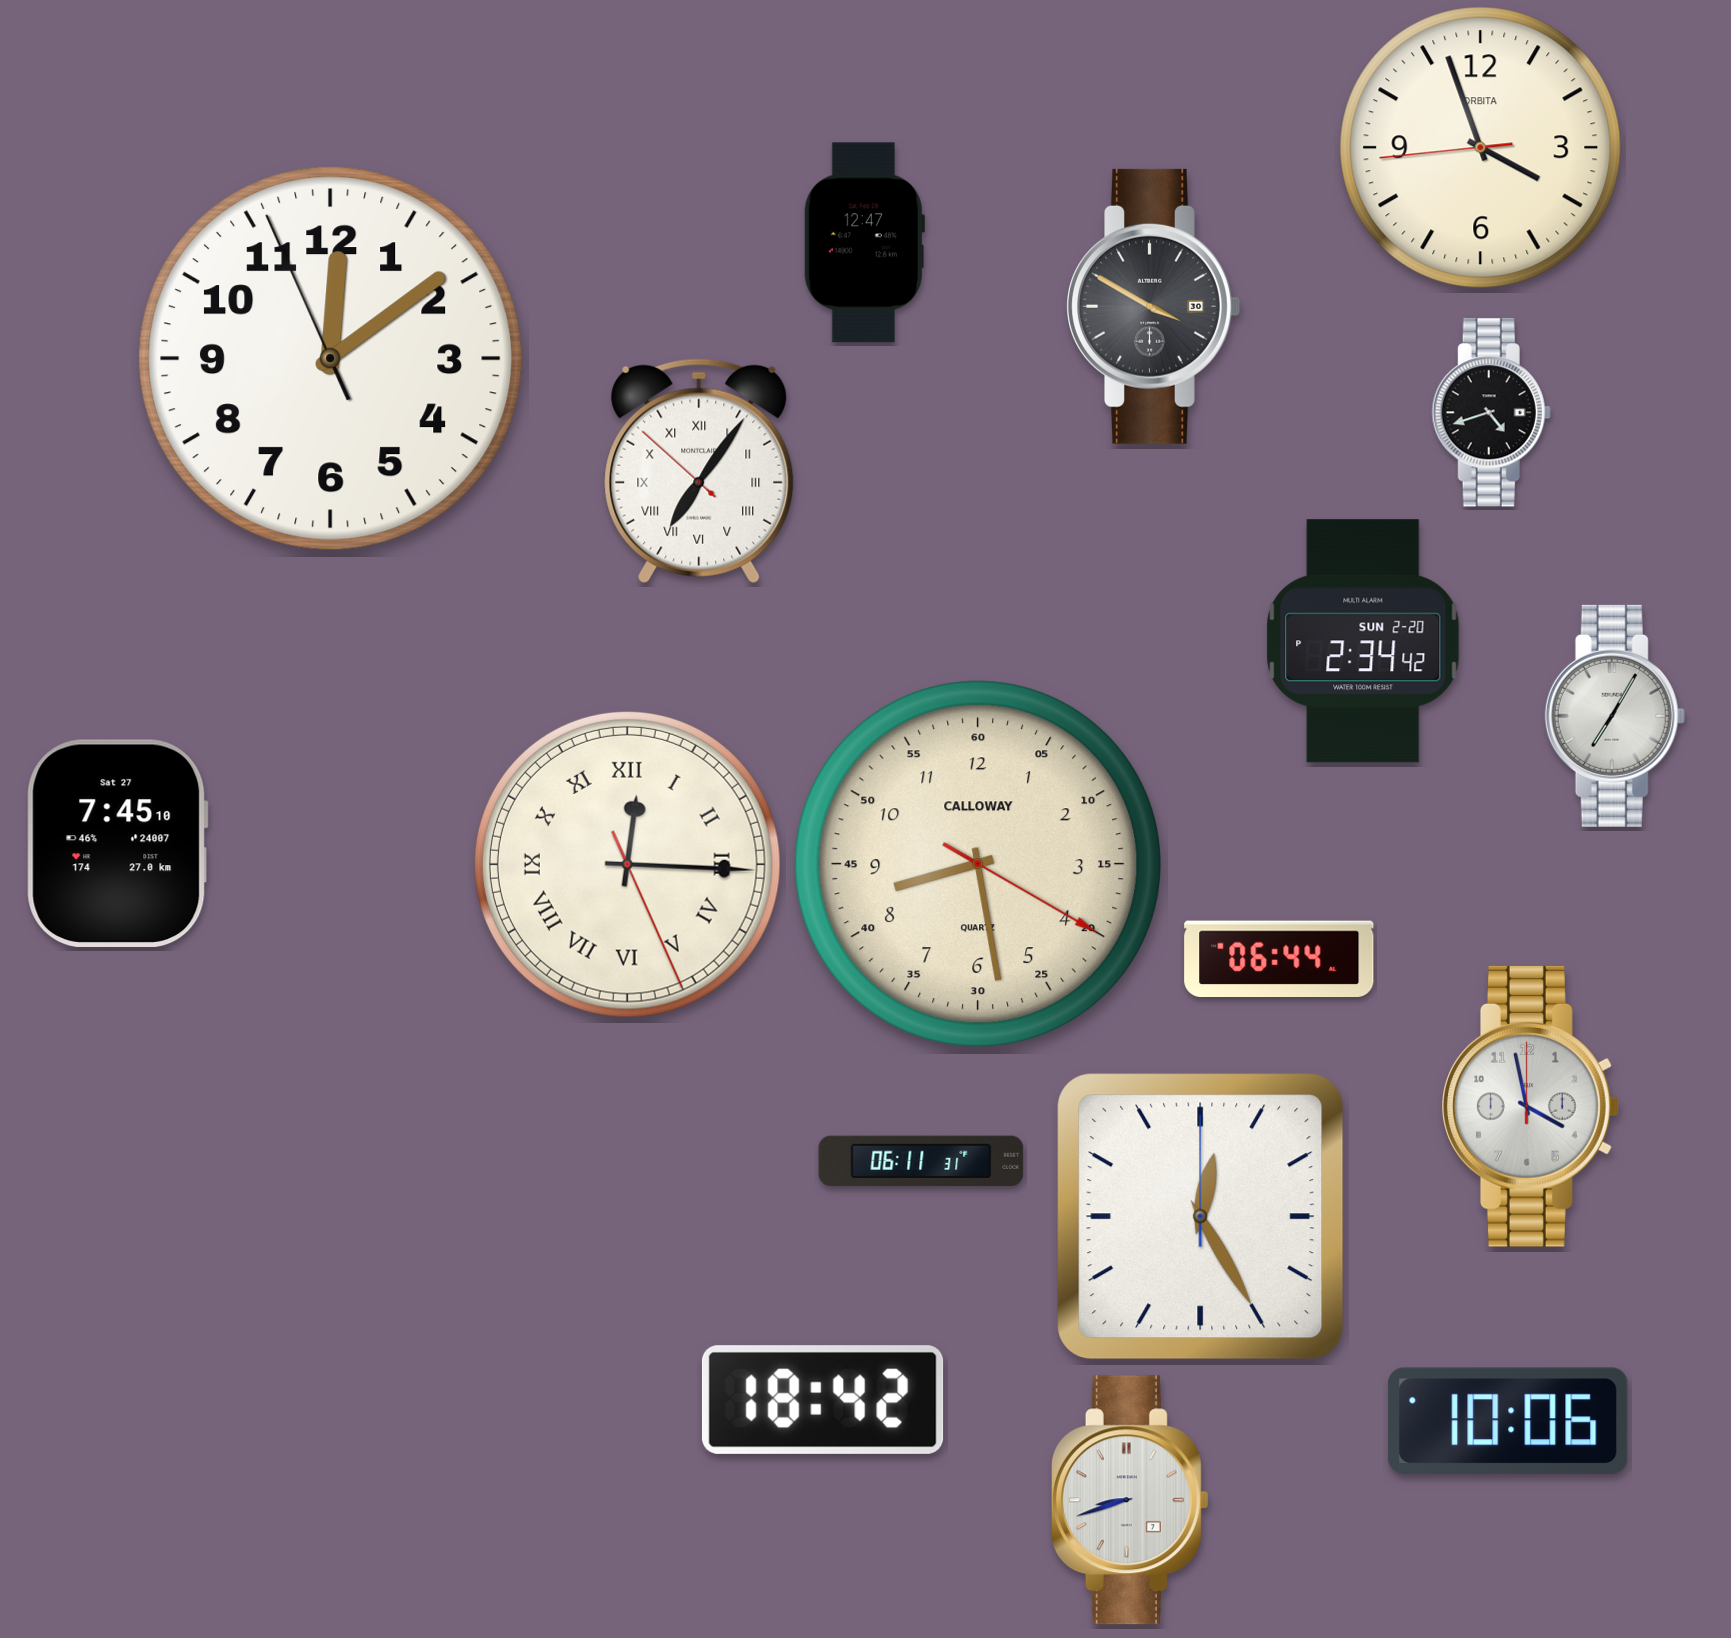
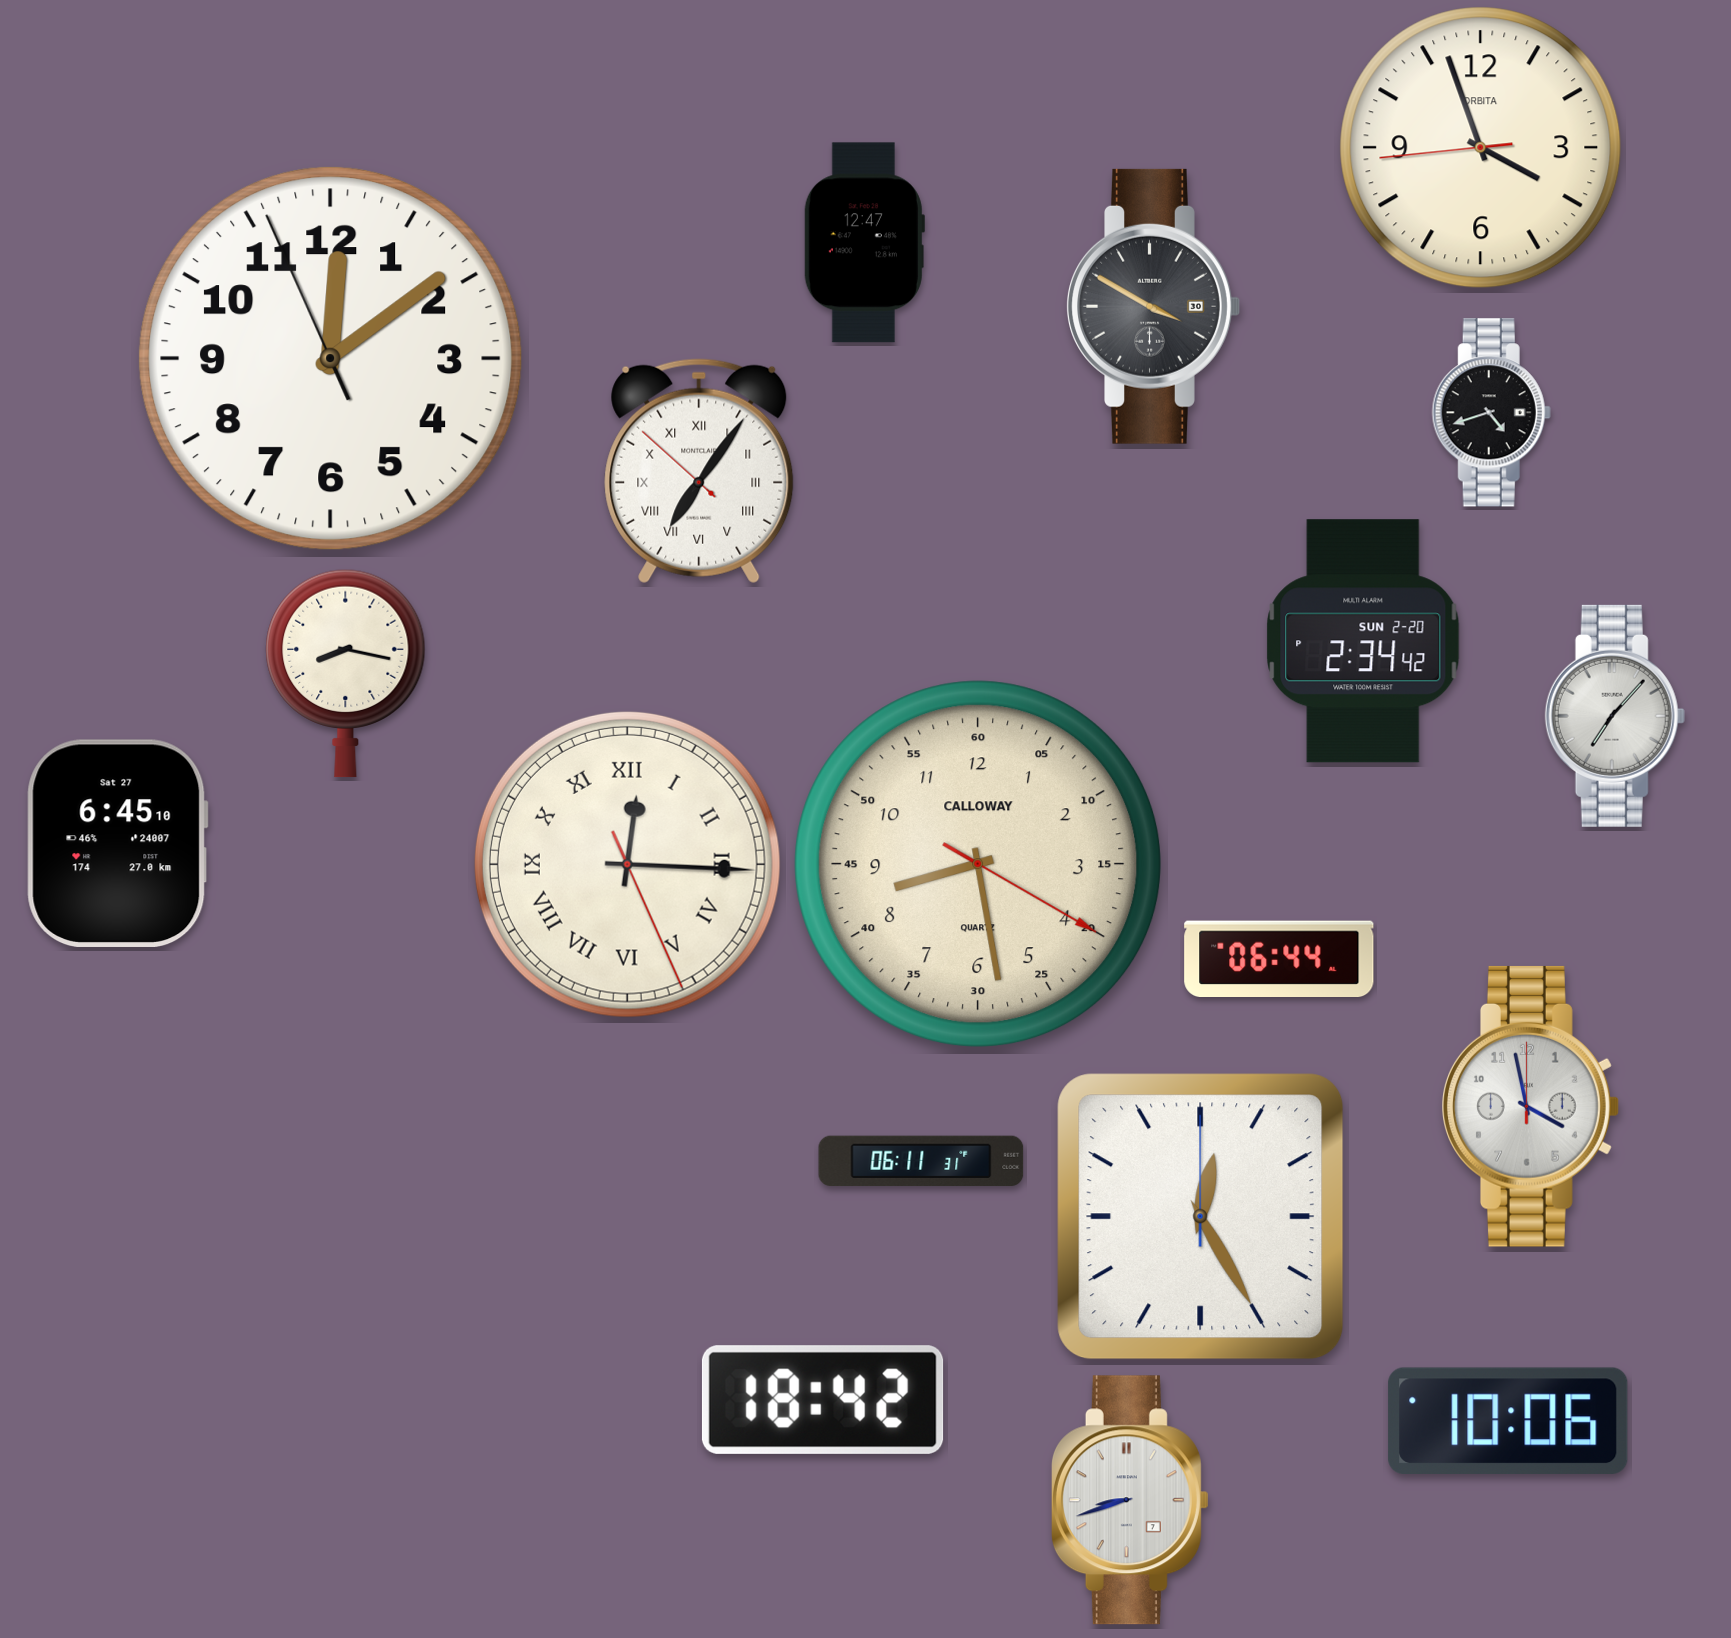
clock at (346, 673): none -> 8:17
clock at (1615, 716): 7:05 -> 7:07
clock at (117, 843): 7:45 -> 6:45
